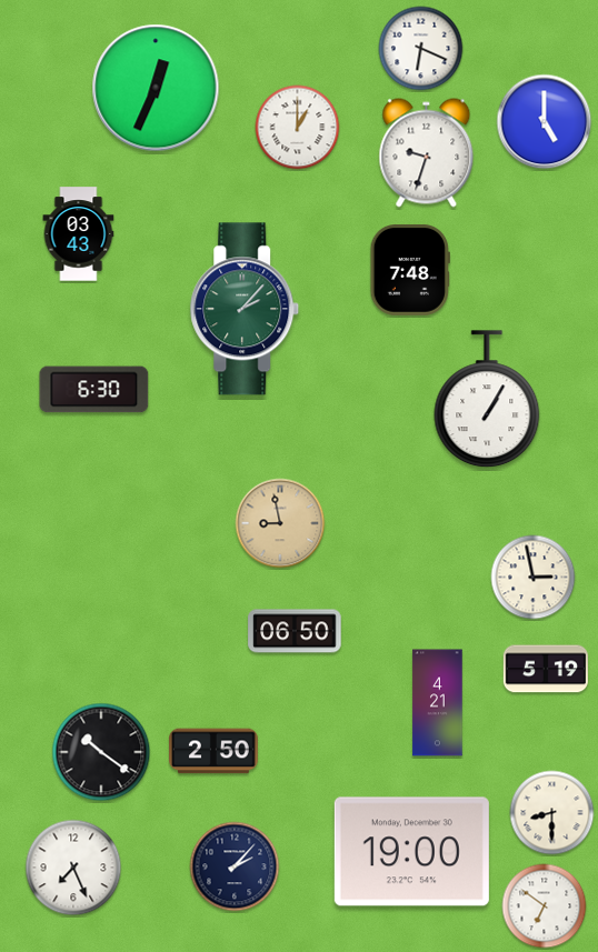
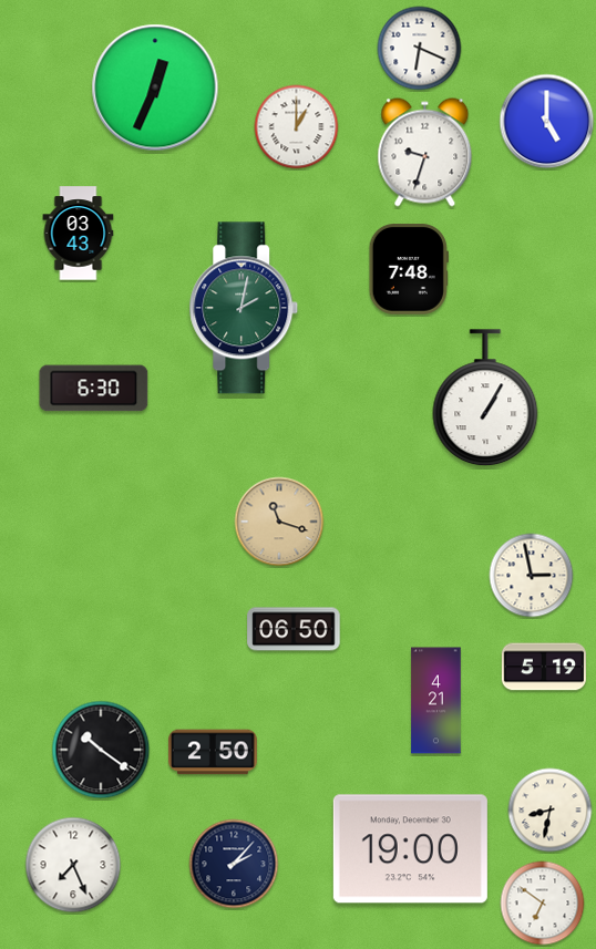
clock at (545, 122) position: (545, 122) -> (547, 122)
clock at (245, 309): 2:07 -> 2:02
clock at (280, 523): 8:58 -> 11:18
clock at (215, 751) position: (215, 751) -> (214, 752)
clock at (552, 813): 8:30 -> 8:32
